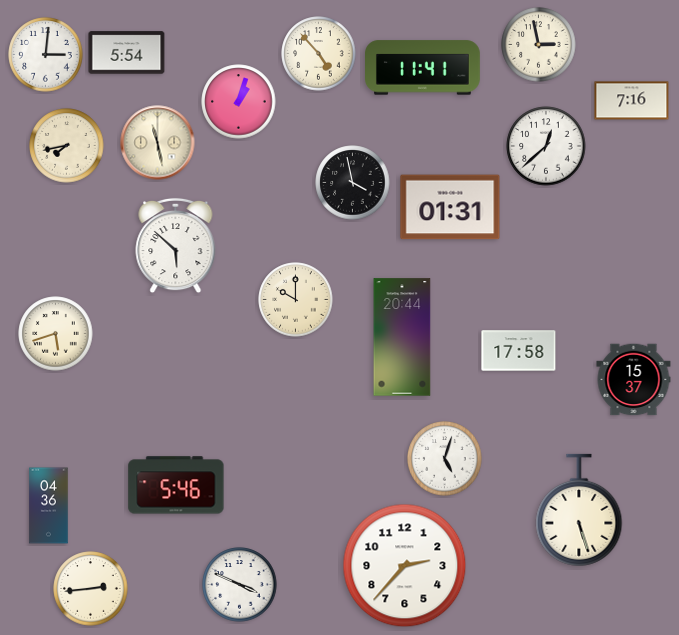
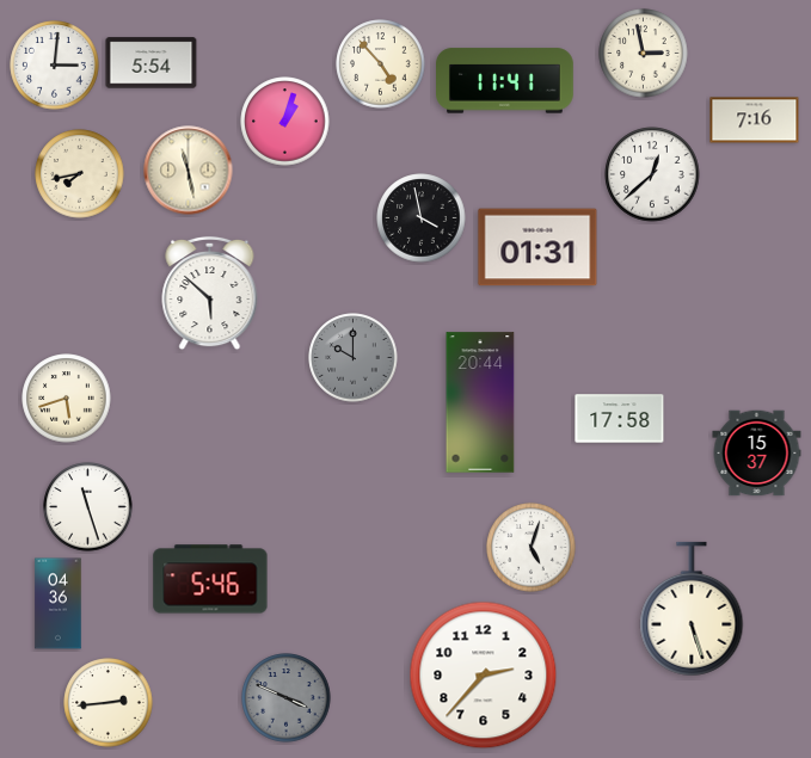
clock at (296, 300) dial: cream -> grey
clock at (88, 507): none -> 11:27
clock at (240, 585) dial: white -> grey
